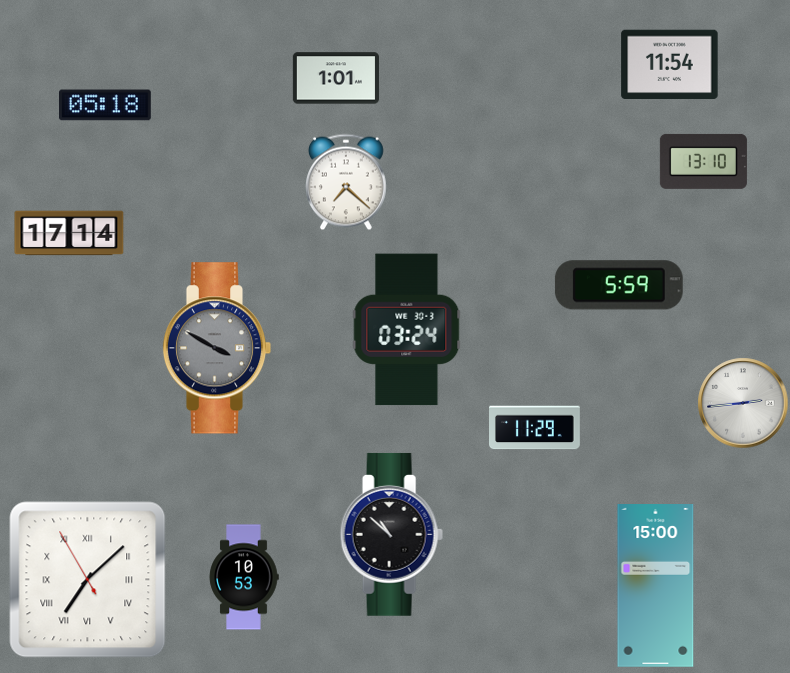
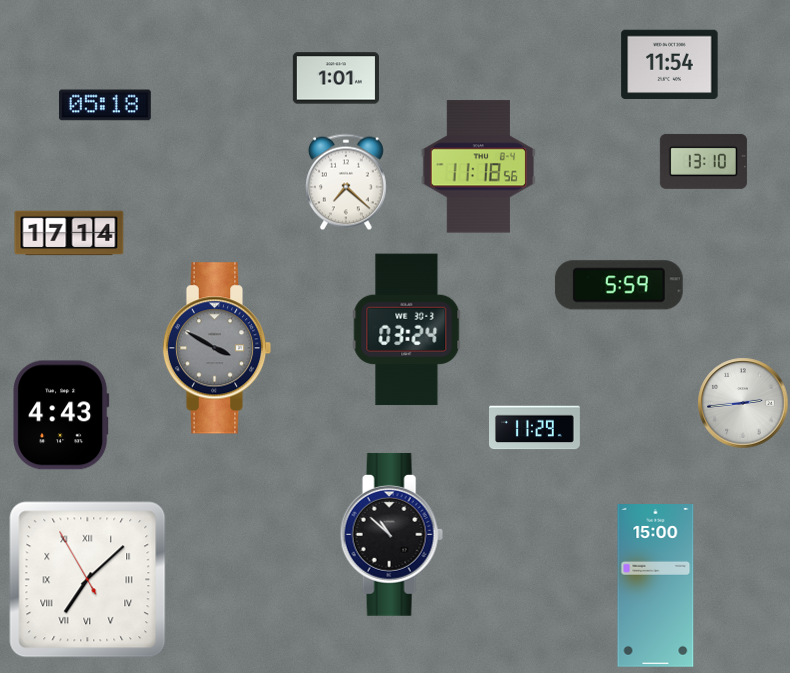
clock at (478, 167): none -> 11:18
clock at (61, 415): none -> 4:43
clock at (244, 577): 10:53 -> none
